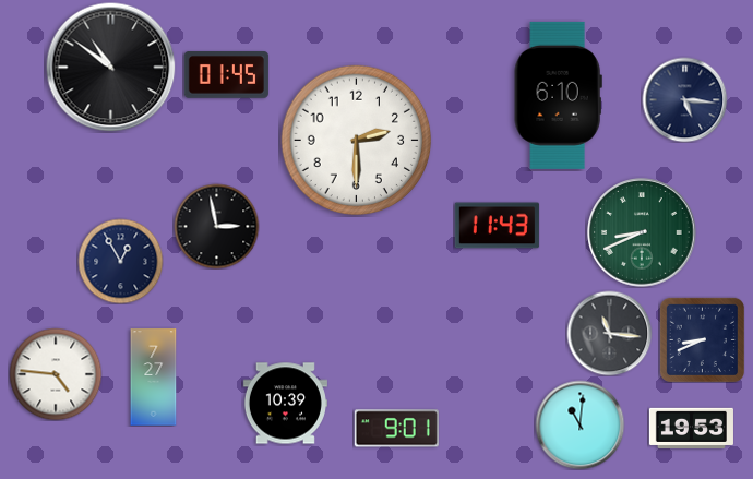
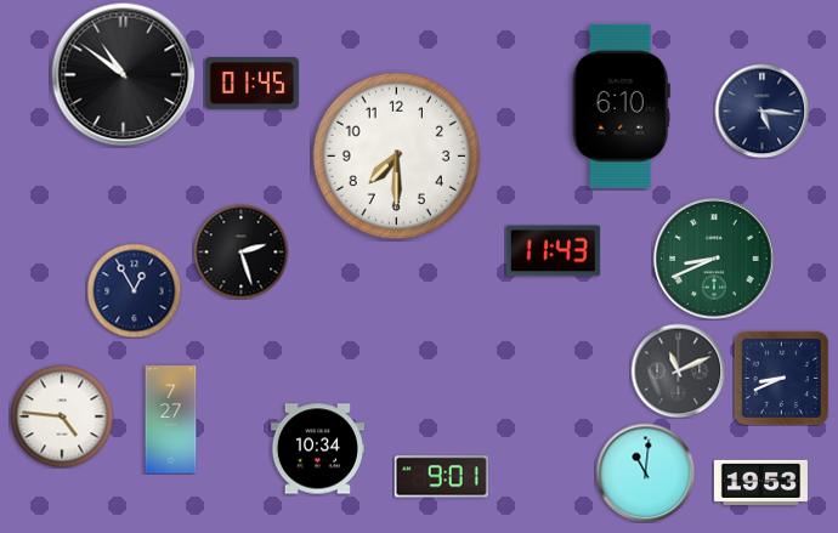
clock at (357, 141): 2:30 -> 7:30
clock at (216, 226): 2:58 -> 2:27
clock at (609, 333): 11:16 -> 11:11
clock at (285, 404): 10:39 -> 10:34
clock at (691, 428) position: (691, 428) -> (760, 482)
